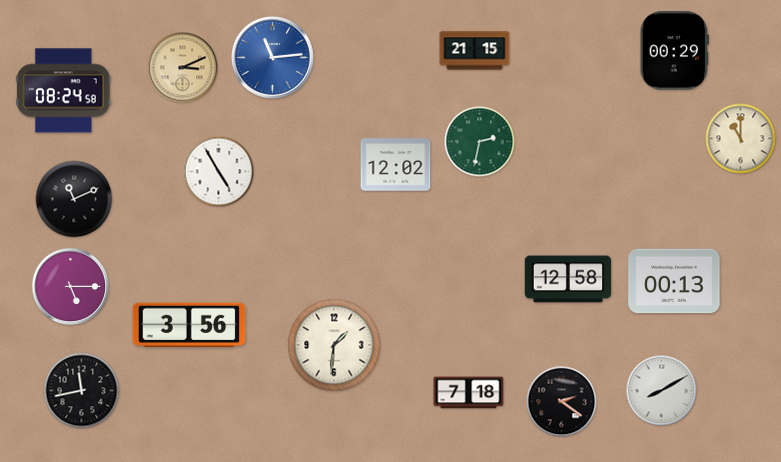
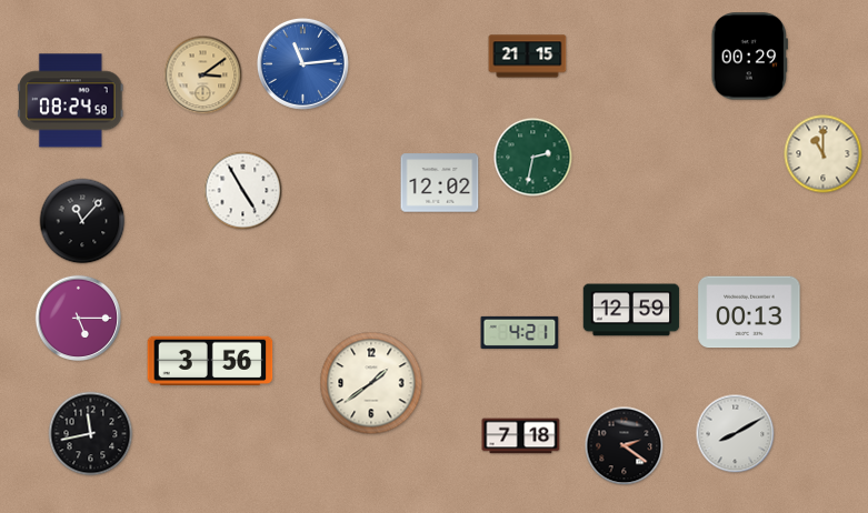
clock at (183, 68): 3:11 -> 3:09
clock at (74, 199): 11:11 -> 11:07
clock at (568, 279): 12:58 -> 12:59
clock at (520, 332): none -> 4:21
clock at (334, 345): 1:31 -> 1:39
